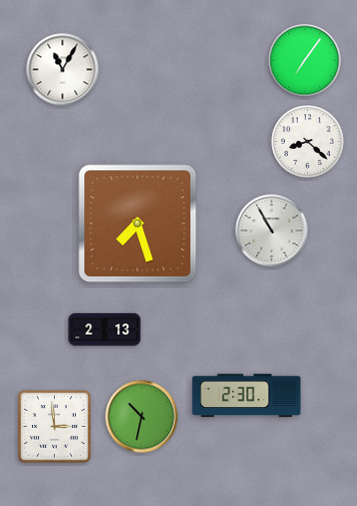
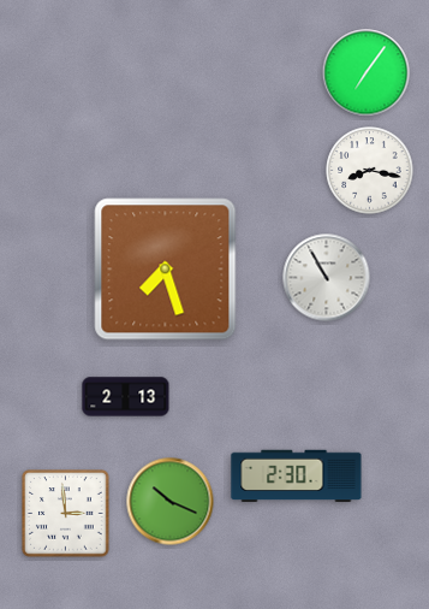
clock at (63, 70): 11:05 -> none
clock at (308, 142): 8:22 -> 8:17
clock at (142, 417): 10:32 -> 10:19
